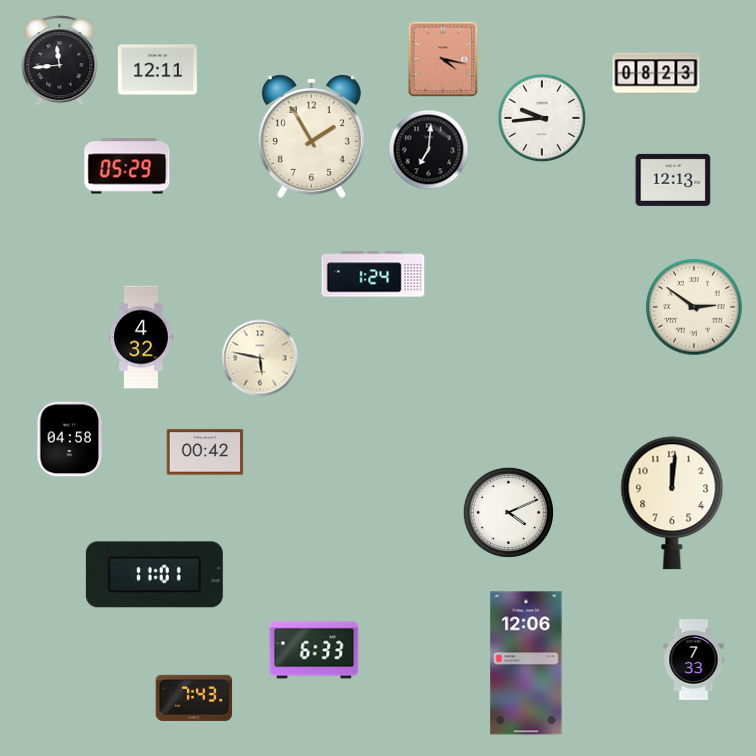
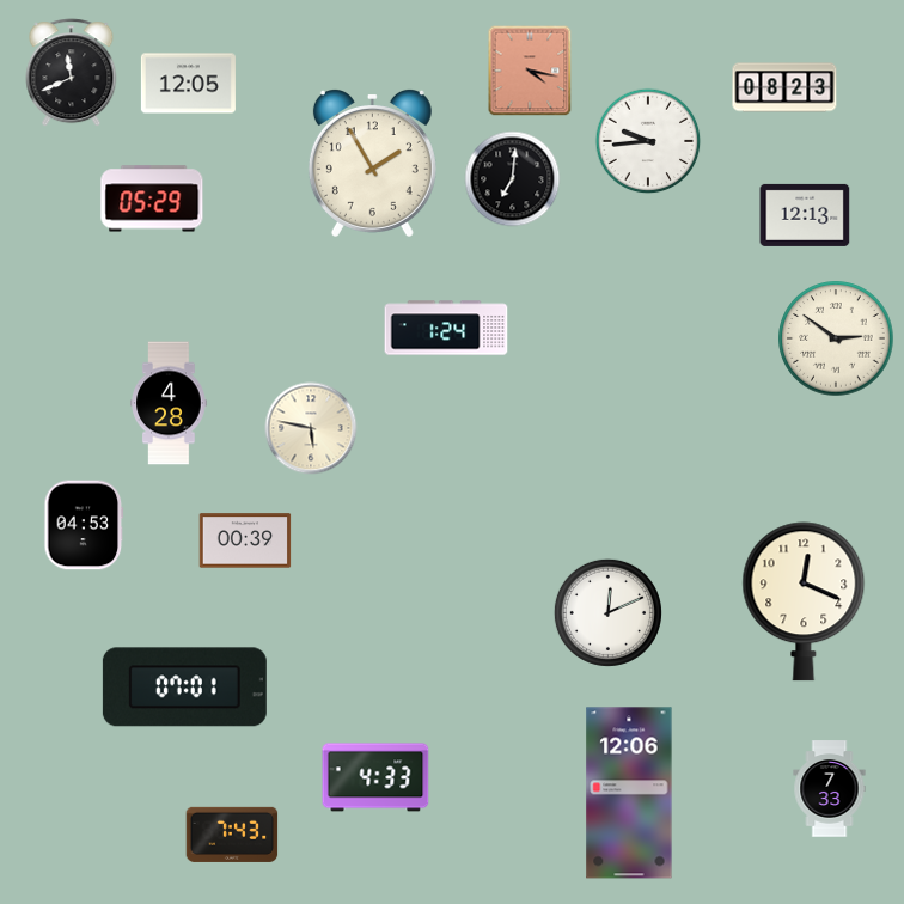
clock at (60, 61): 11:44 -> 11:41
clock at (157, 70): 12:11 -> 12:05
clock at (694, 307) position: (694, 307) -> (836, 338)
clock at (141, 337): 4:32 -> 4:28
clock at (70, 439): 04:58 -> 04:53
clock at (205, 452): 00:42 -> 00:39
clock at (672, 503): 12:01 -> 12:19
clock at (508, 512): 4:11 -> 12:11
clock at (154, 575): 11:01 -> 07:01
clock at (314, 650): 6:33 -> 4:33
